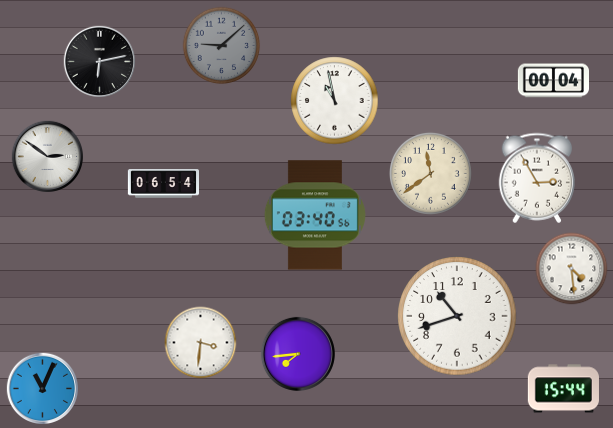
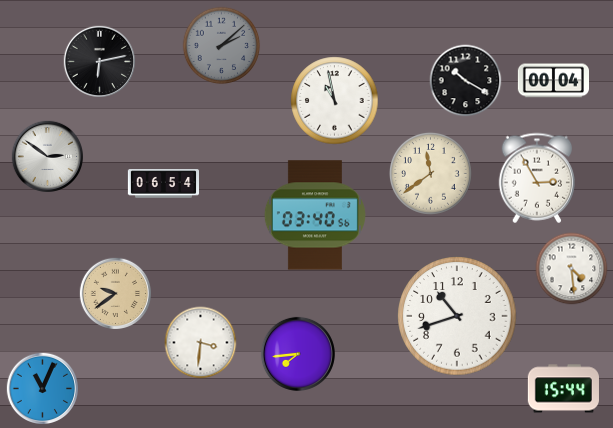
clock at (222, 46): 9:08 -> 2:08
clock at (466, 81): none -> 10:20
clock at (115, 293): none -> 9:39
